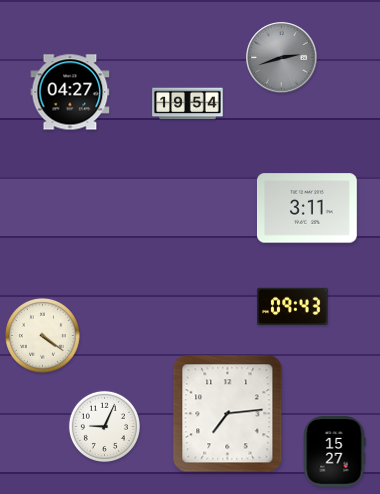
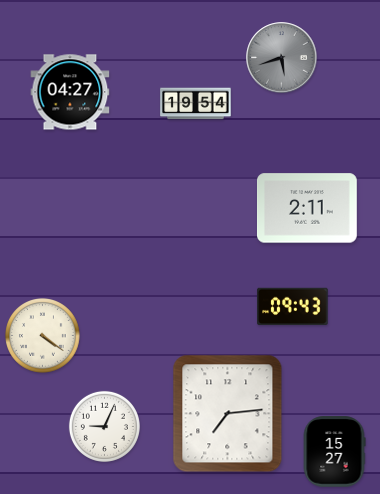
clock at (282, 58): 2:42 -> 5:42
clock at (188, 104) position: (188, 104) -> (196, 104)
clock at (308, 208): 3:11 -> 2:11
